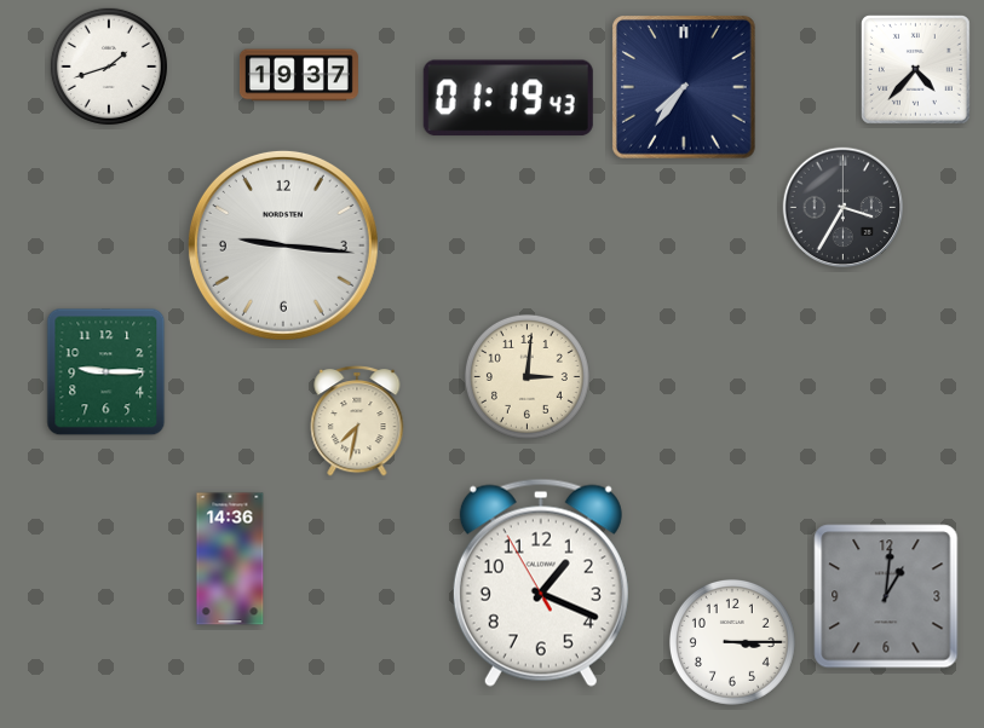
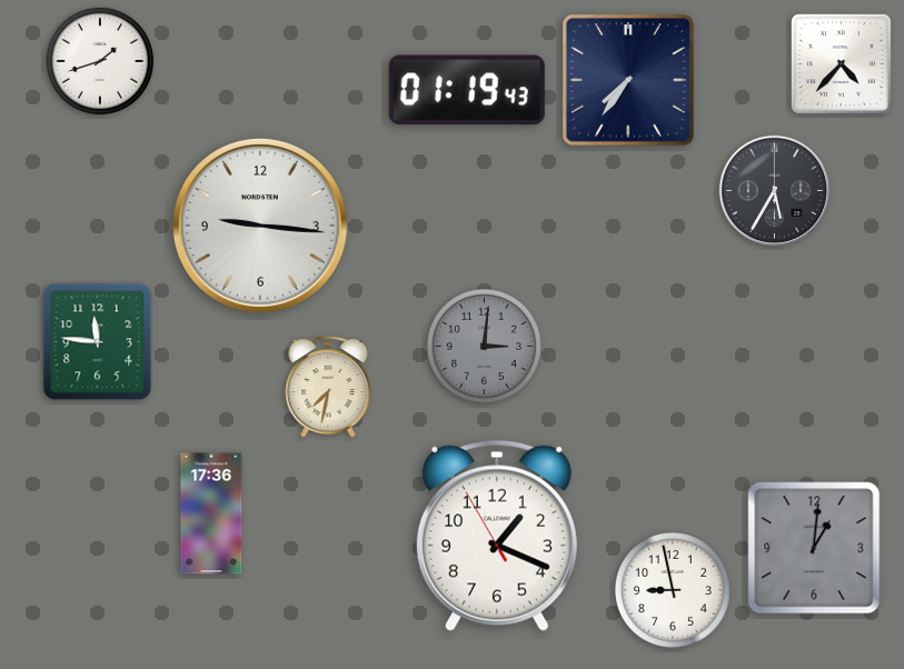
clock at (299, 75): 19:37 -> none
clock at (842, 207): 3:35 -> 5:35
clock at (107, 372): 9:15 -> 11:46
clock at (526, 376) dial: cream -> grey
clock at (230, 559): 14:36 -> 17:36
clock at (732, 642): 3:15 -> 8:58
